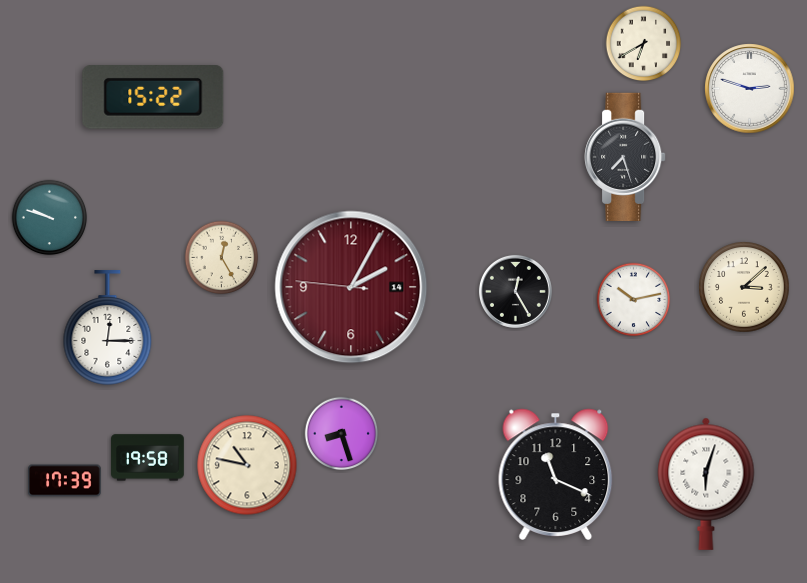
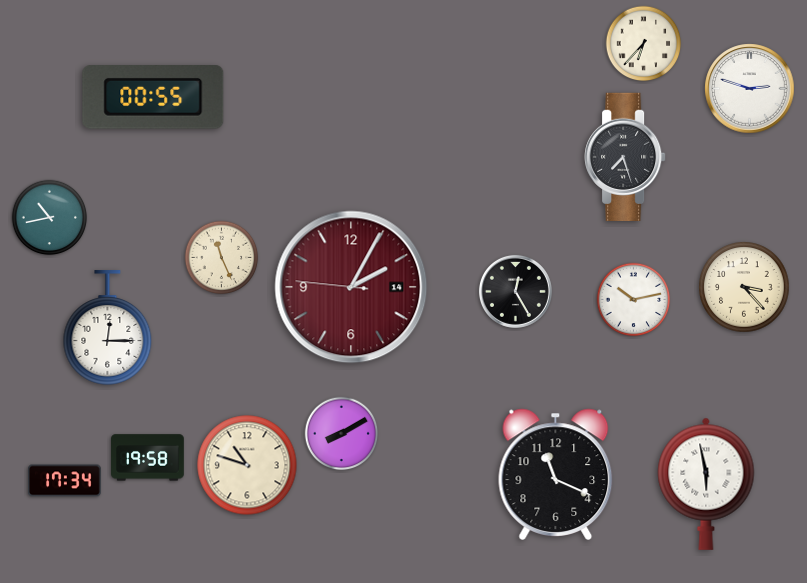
clock at (644, 44): 6:40 -> 6:37
clock at (153, 98): 15:22 -> 00:55
clock at (50, 218): 9:48 -> 10:43
clock at (222, 258): 12:25 -> 11:26
clock at (744, 287): 3:08 -> 3:23
clock at (342, 434): 8:27 -> 8:10
clock at (247, 465): 10:47 -> 10:48
clock at (65, 481): 17:39 -> 17:34
clock at (706, 484): 6:03 -> 5:58
